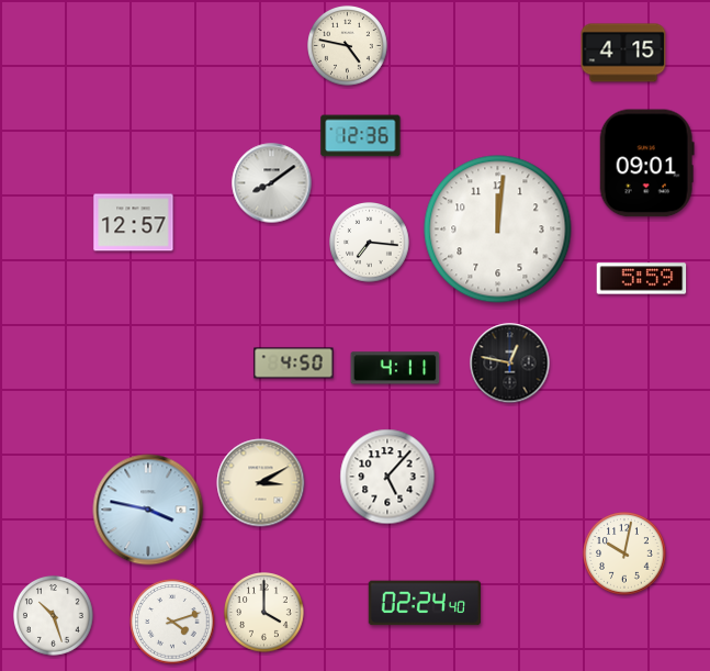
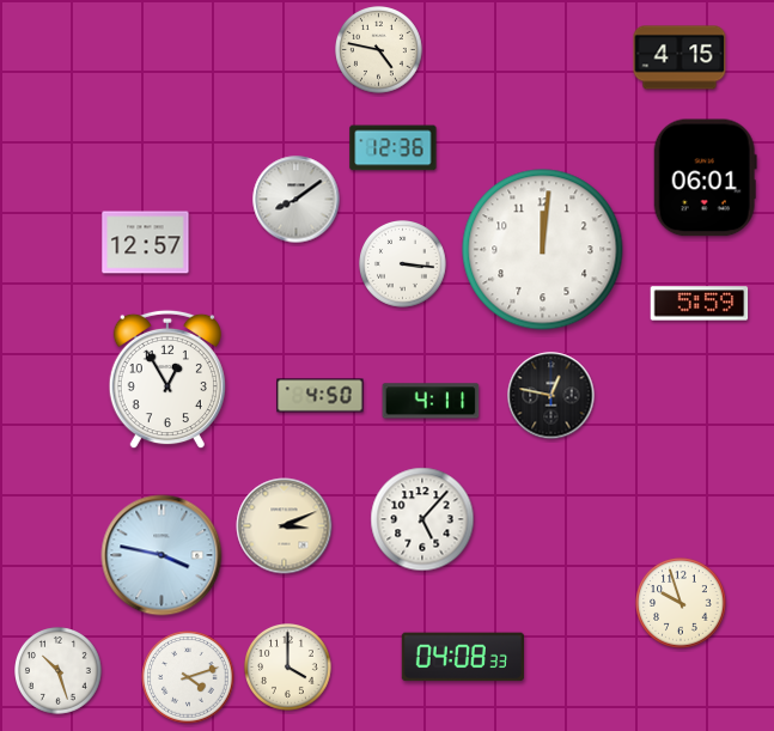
clock at (646, 164): 09:01 -> 06:01
clock at (370, 243): 7:16 -> 3:16
clock at (167, 379): none -> 12:55
clock at (510, 364) position: (510, 364) -> (551, 396)
clock at (261, 483): 3:10 -> 3:11
clock at (624, 553): 10:02 -> 9:57
clock at (424, 603): 02:24 -> 04:08
